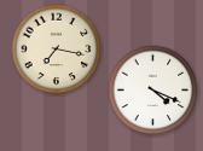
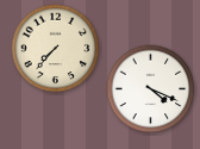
clock at (57, 50): 7:17 -> 7:37
